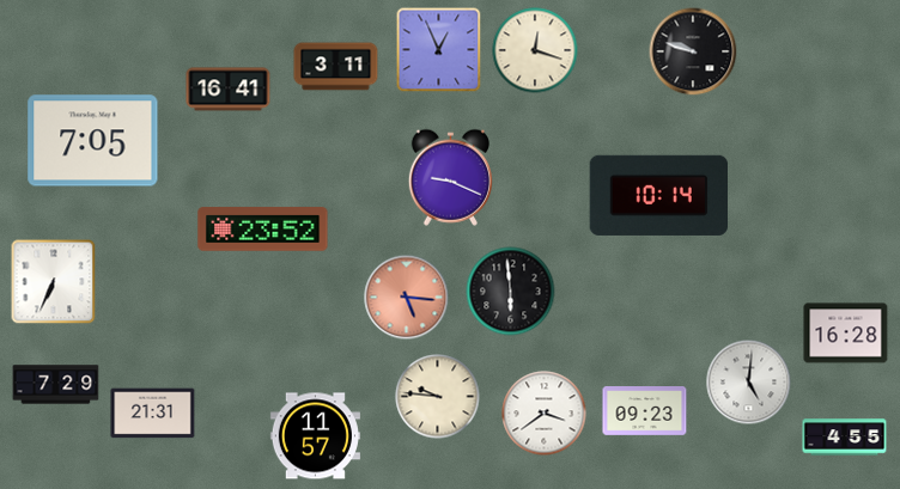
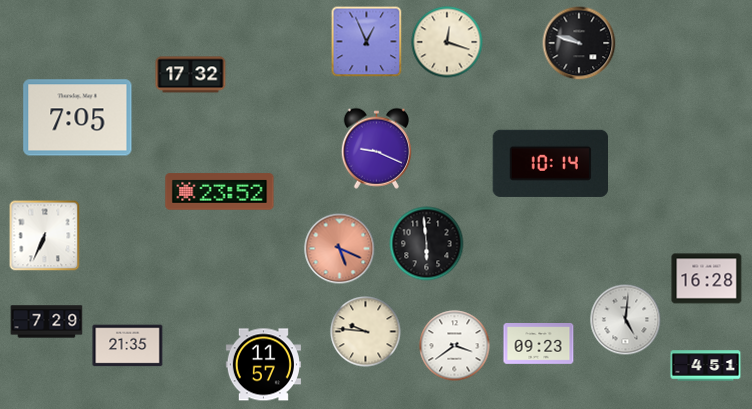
clock at (336, 67): 3:11 -> none
clock at (229, 90): 16:41 -> 17:32
clock at (407, 298): 5:16 -> 5:19
clock at (153, 414): 21:31 -> 21:35
clock at (845, 438): 4:55 -> 4:51
